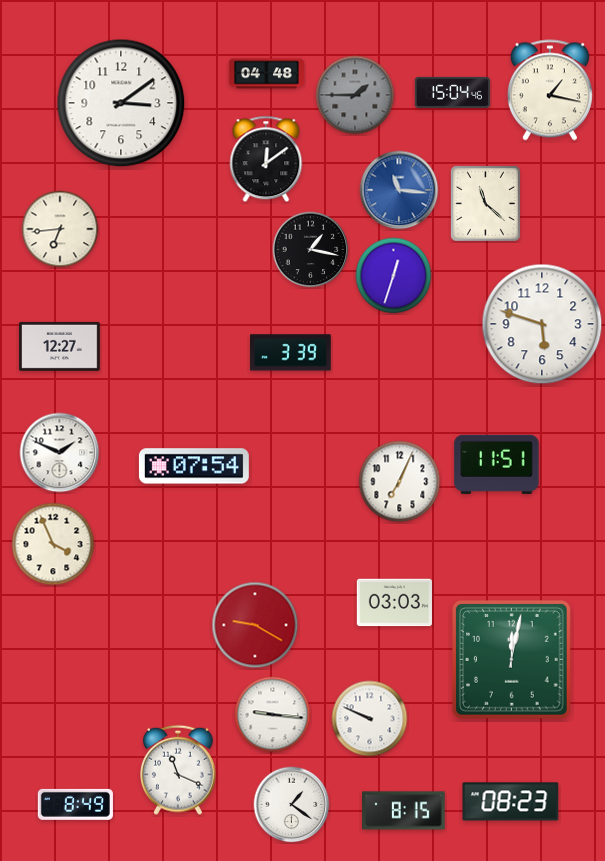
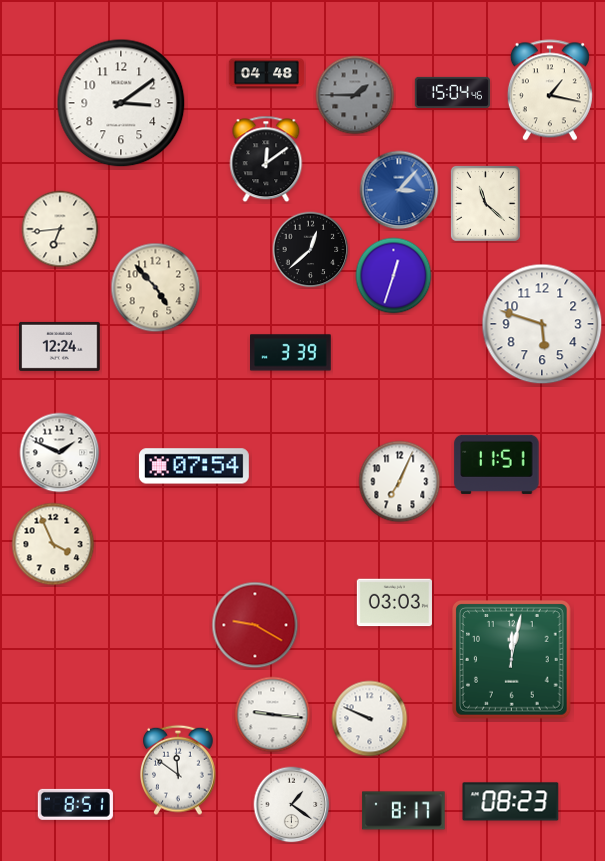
clock at (399, 190): 11:16 -> 3:07
clock at (311, 250): 1:17 -> 12:38
clock at (156, 288): none -> 4:53
clock at (60, 346): 12:27 -> 12:24
clock at (179, 770): 11:19 -> 11:51
clock at (75, 804): 8:49 -> 8:51
clock at (404, 811): 8:15 -> 8:17
